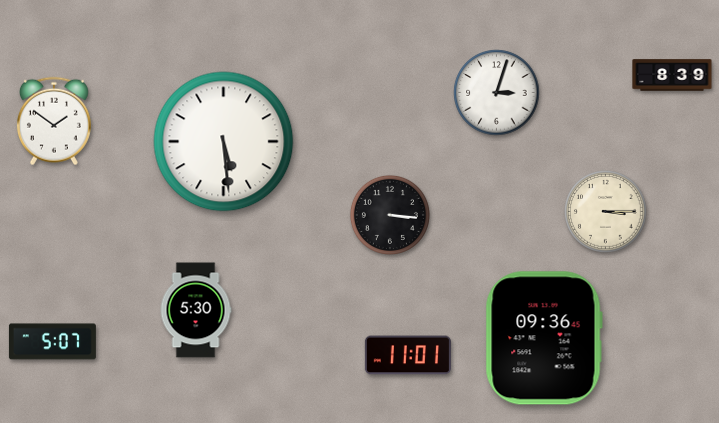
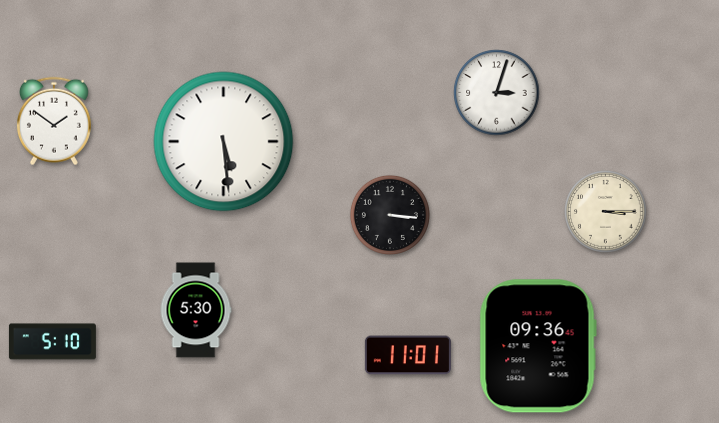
clock at (672, 75): 8:39 -> none
clock at (544, 338) position: (544, 338) -> (538, 346)
clock at (52, 342): 5:07 -> 5:10
